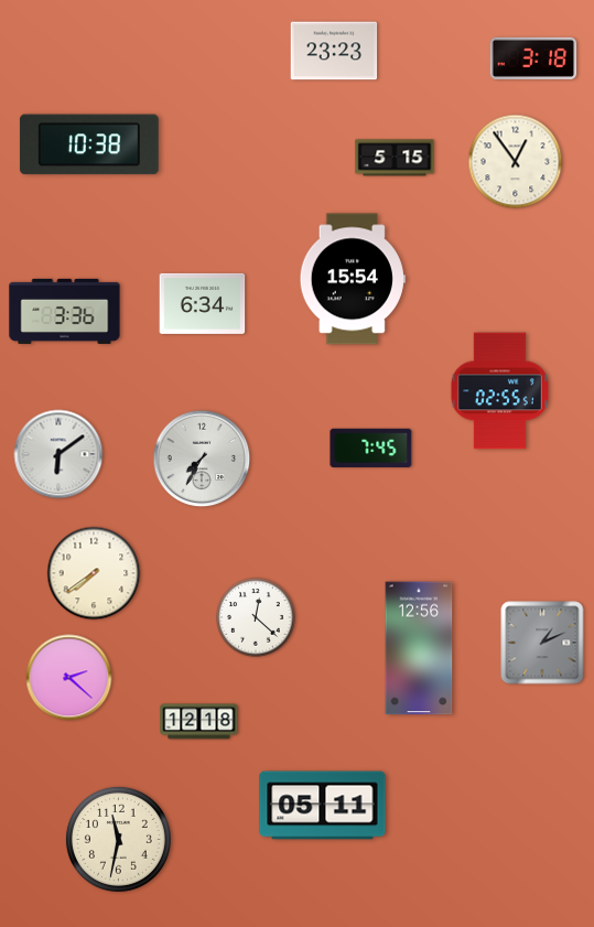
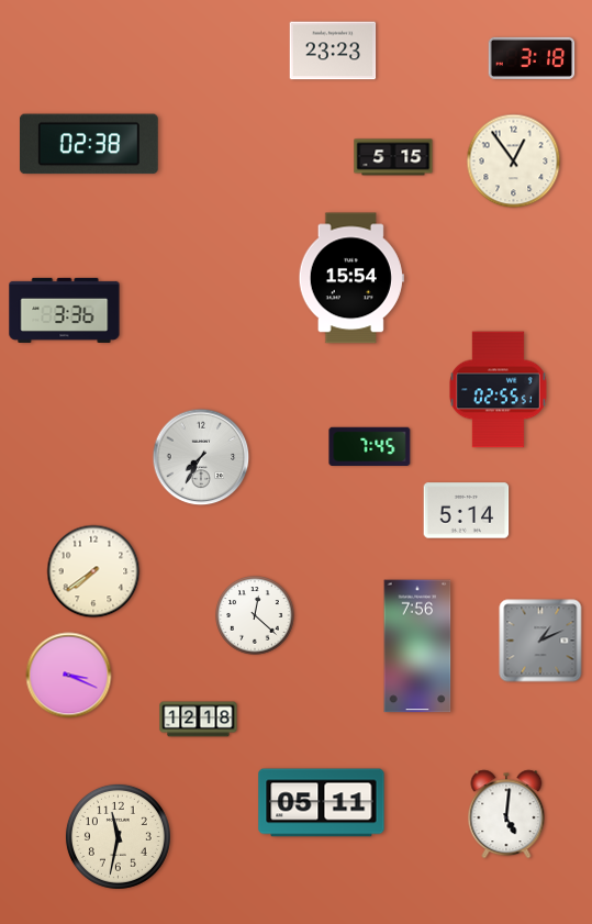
clock at (89, 144): 10:38 -> 02:38
clock at (203, 303): 6:34 -> none
clock at (58, 454): 6:09 -> none
clock at (467, 511): none -> 5:14
clock at (419, 648): 12:56 -> 7:56
clock at (69, 678): 2:22 -> 3:19
clock at (506, 814): none -> 5:01
